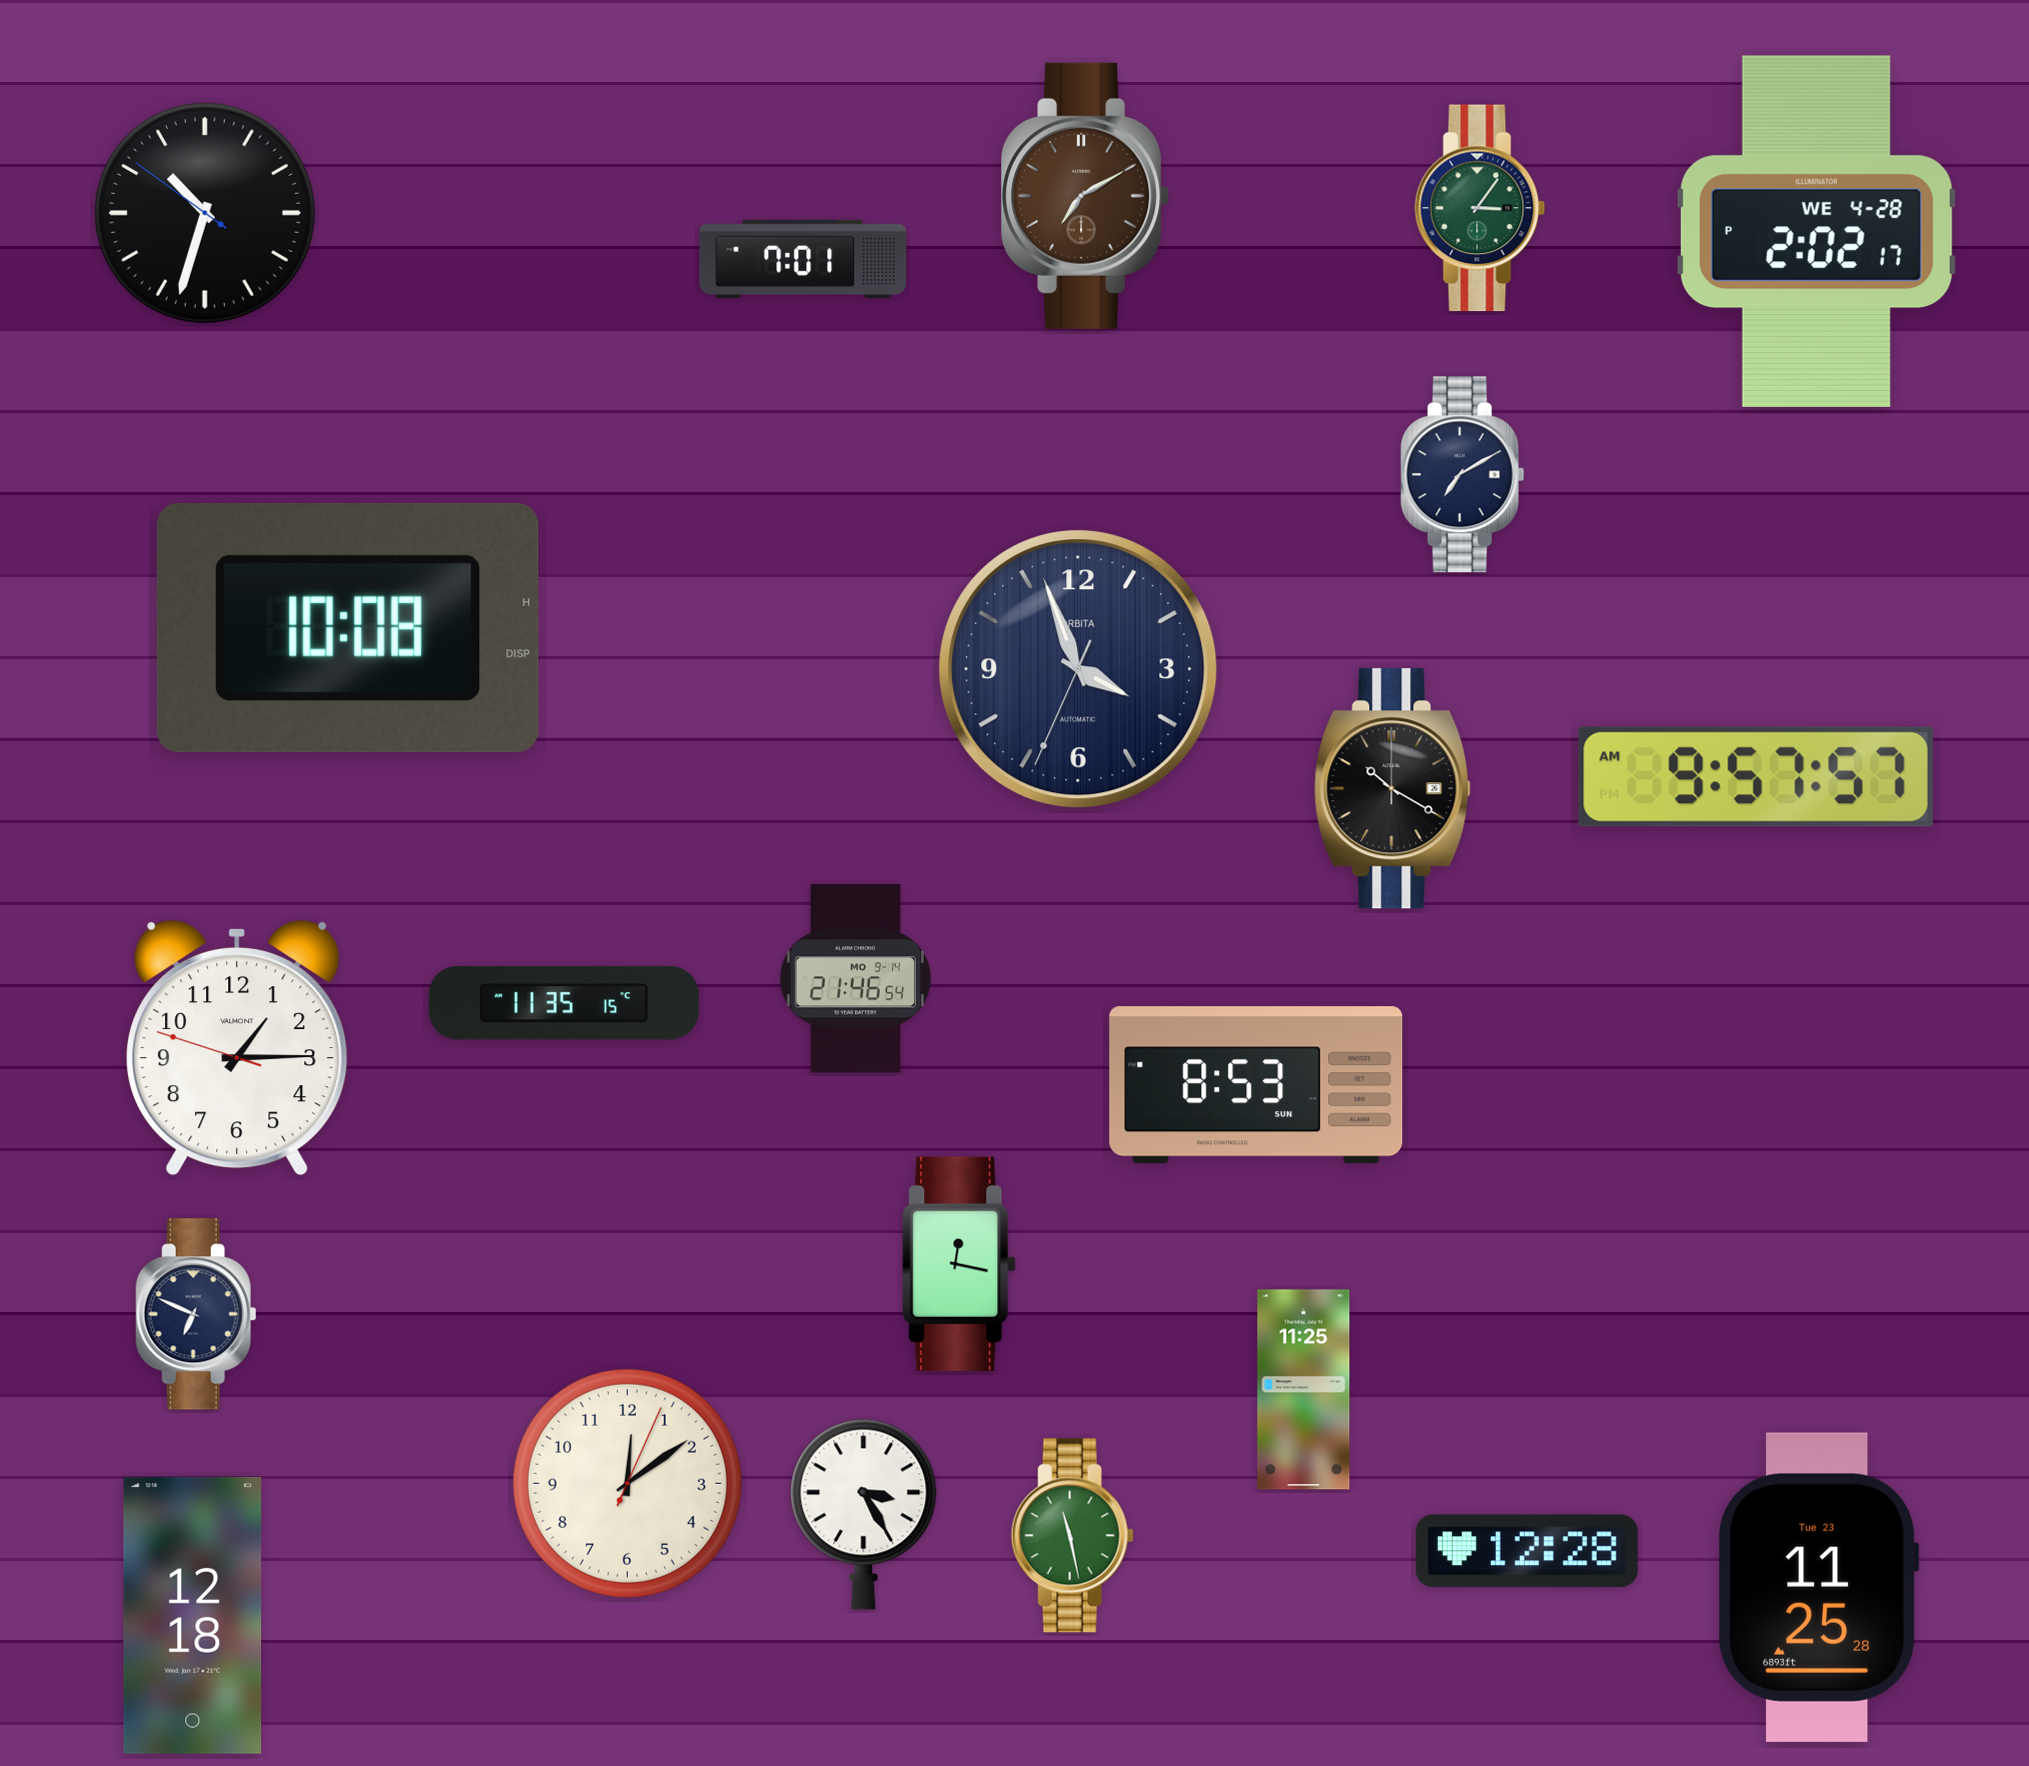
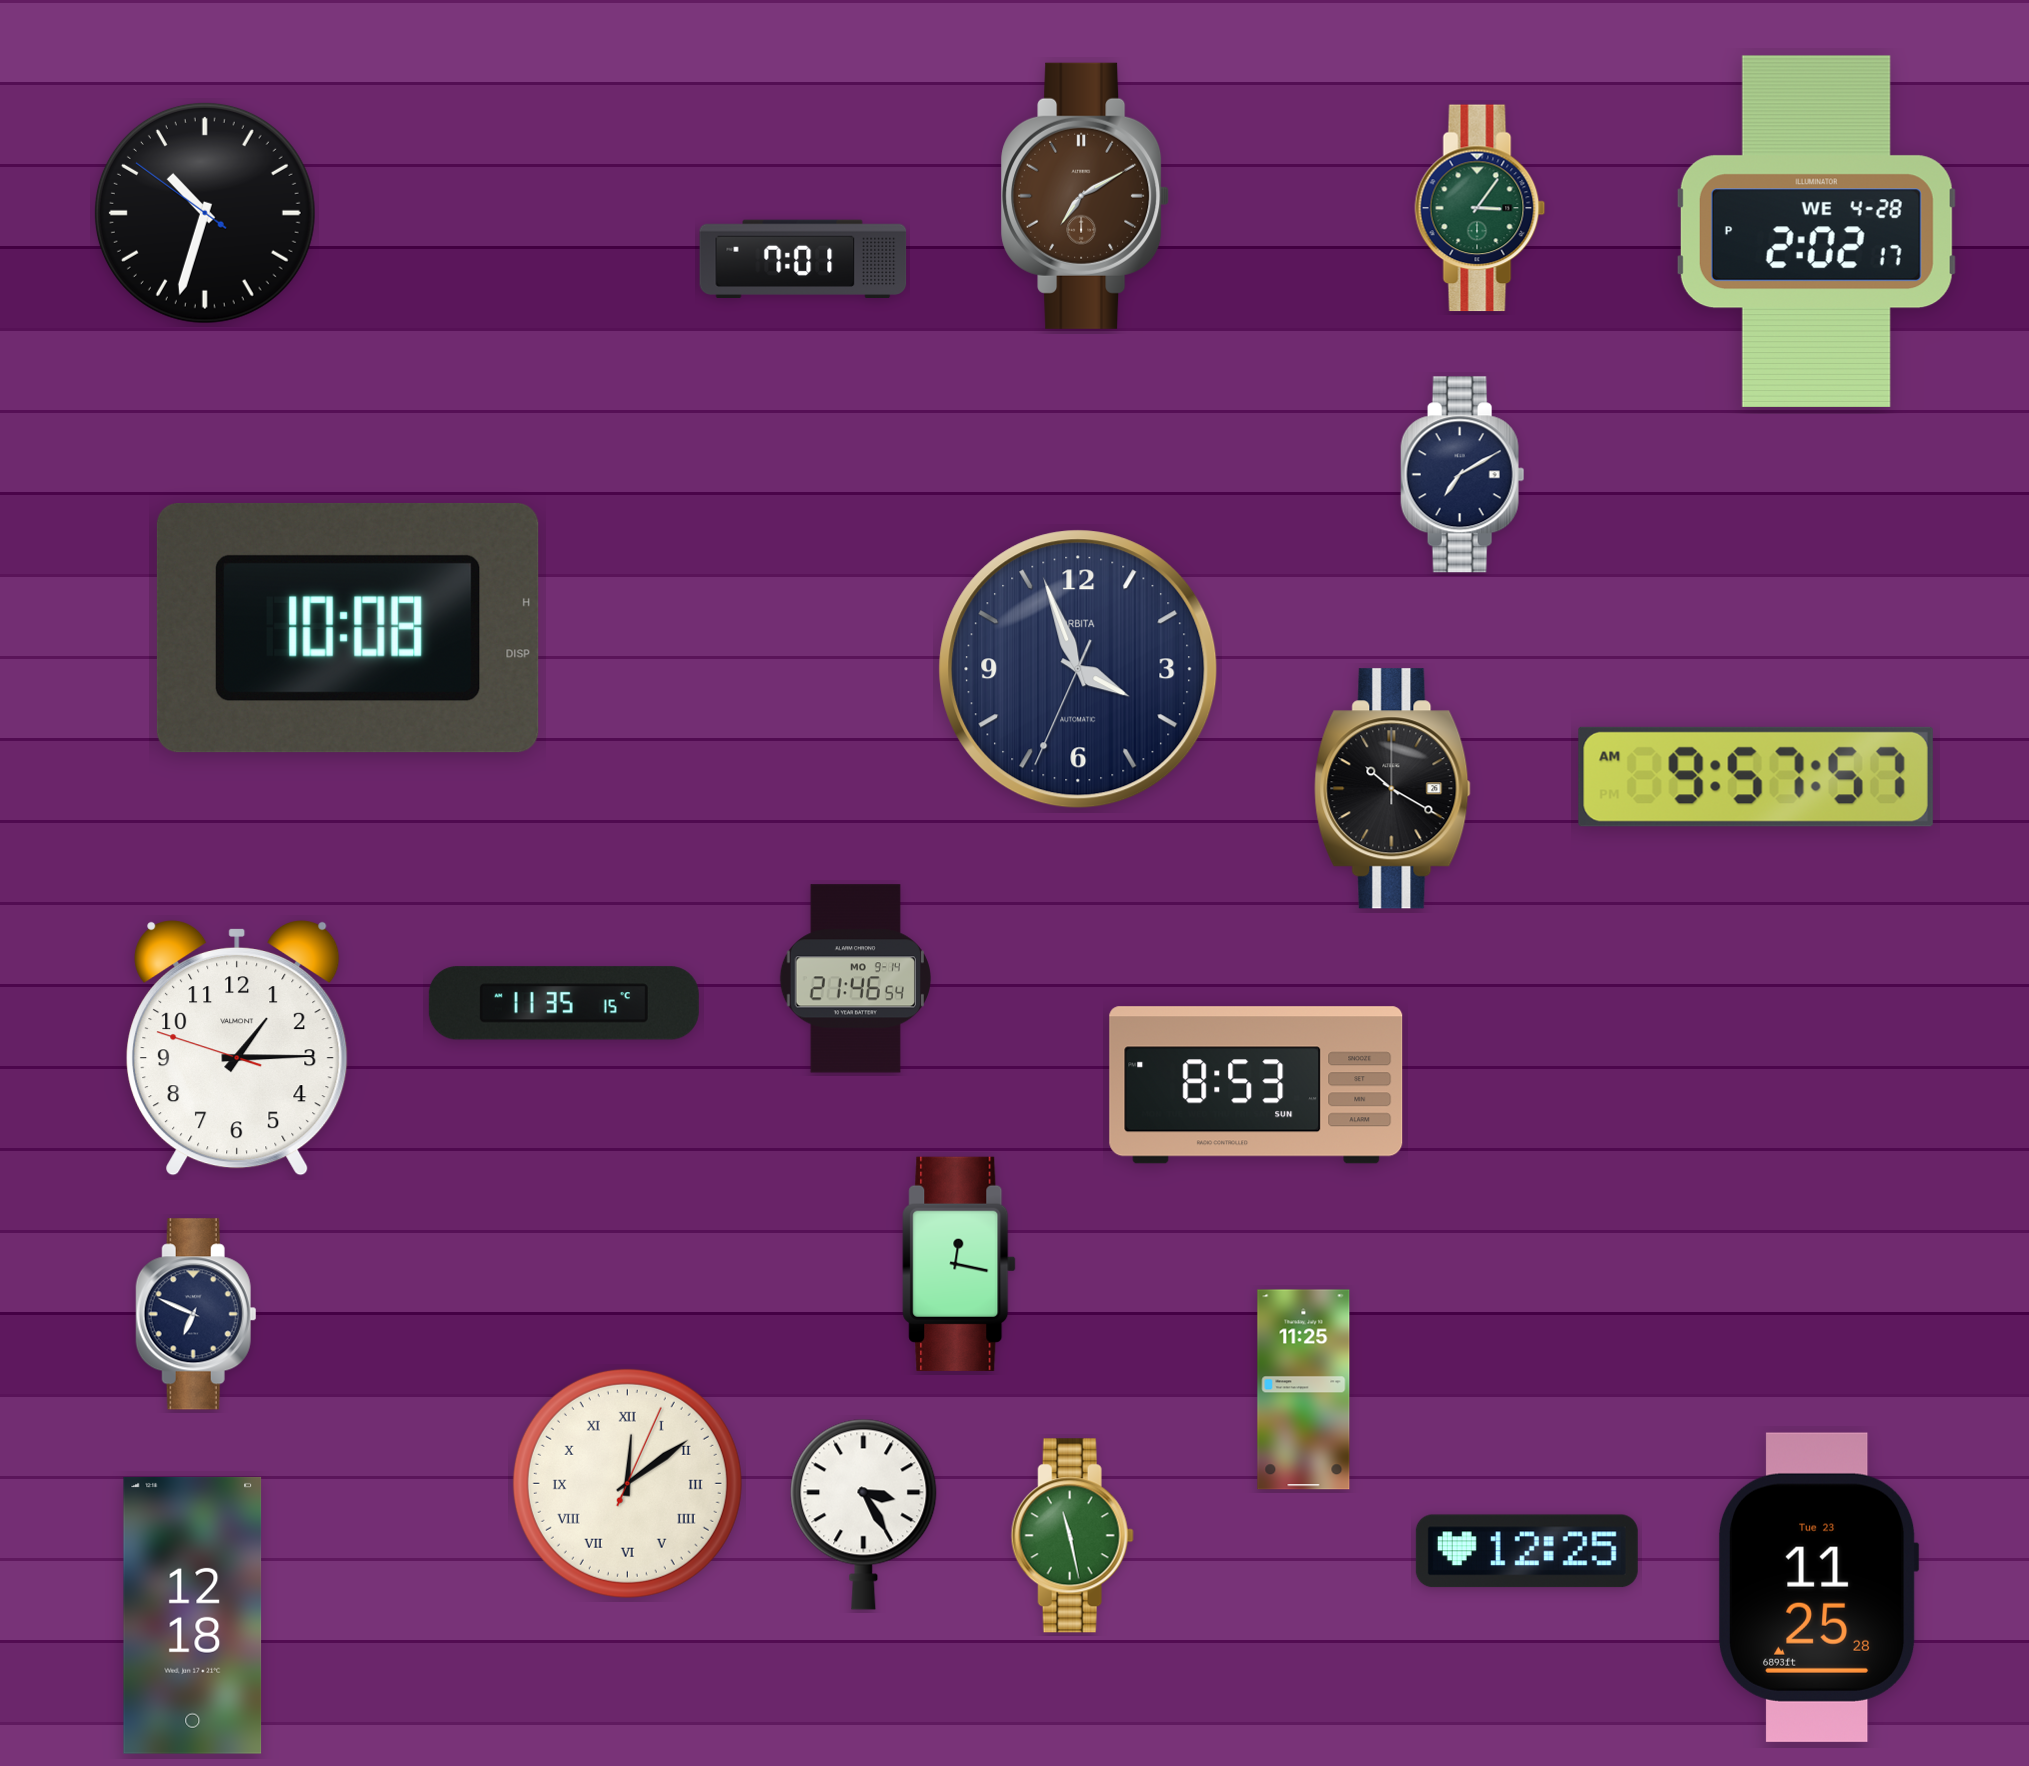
clock at (627, 1483) numerals: Arabic -> Roman
clock at (1527, 1551): 12:28 -> 12:25
